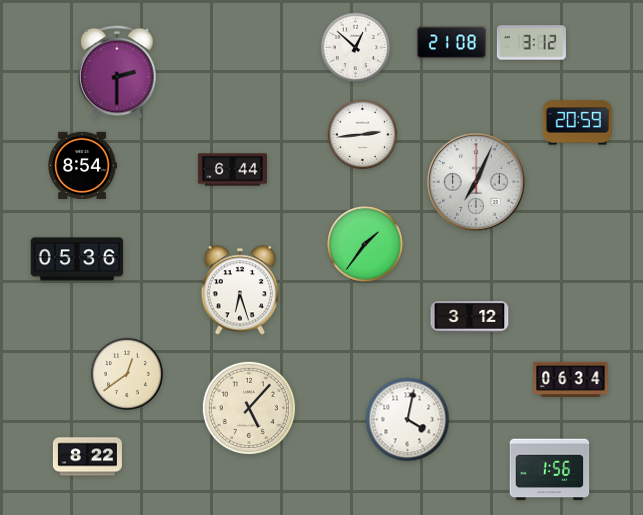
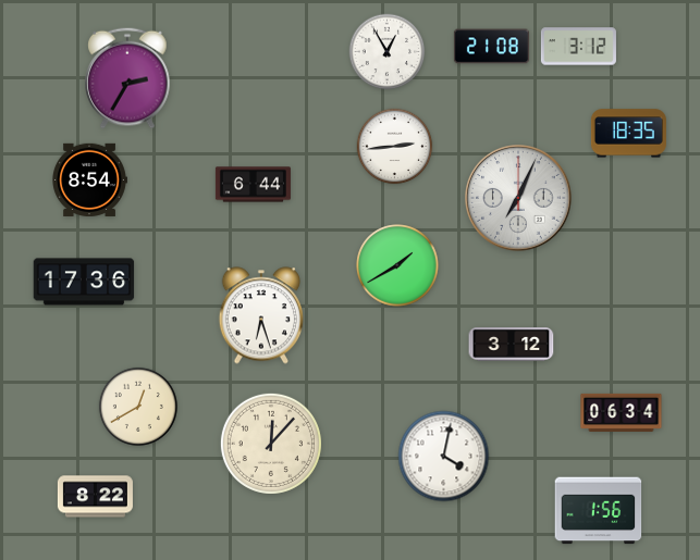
clock at (356, 48): 12:52 -> 12:55
clock at (117, 72): 2:30 -> 2:35
clock at (577, 123): 20:59 -> 18:35
clock at (365, 244): 1:36 -> 1:40
clock at (77, 259): 05:36 -> 17:36
clock at (127, 374): 12:39 -> 12:40
clock at (249, 408): 5:07 -> 12:07
